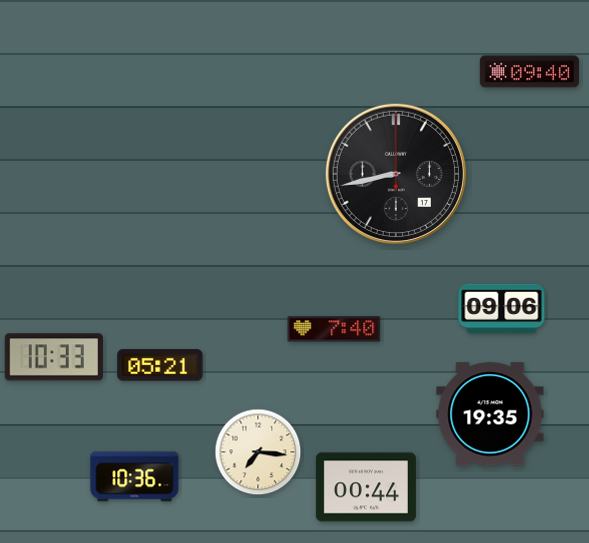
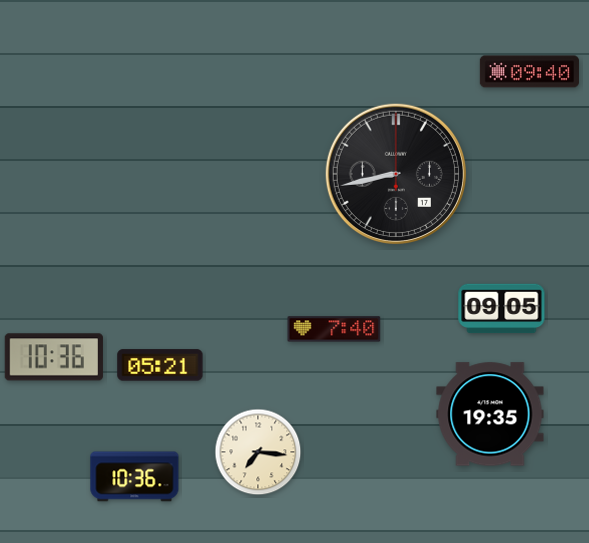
clock at (502, 309): 09:06 -> 09:05
clock at (54, 357): 10:33 -> 10:36
clock at (366, 487): 00:44 -> none
